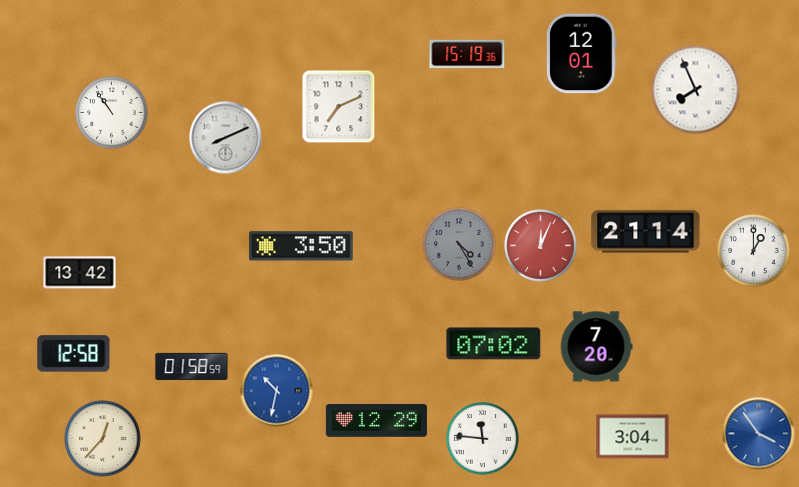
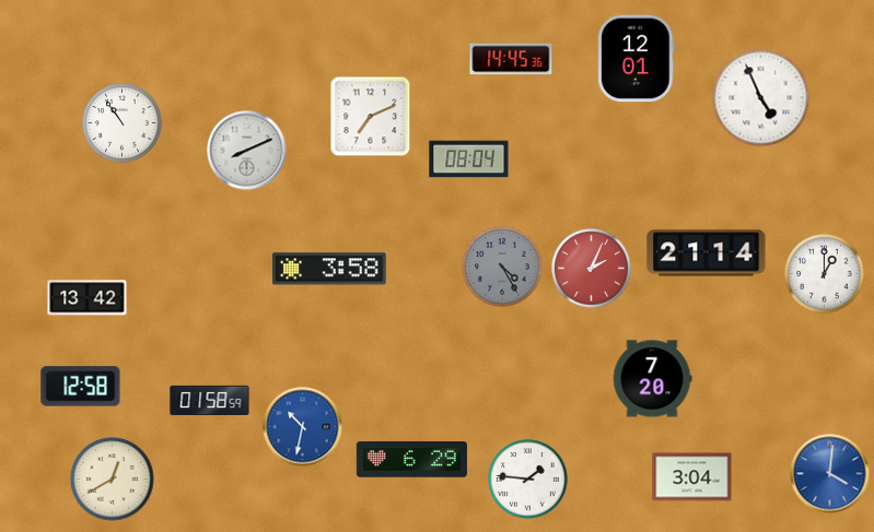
clock at (467, 54): 15:19 -> 14:45
clock at (696, 90): 7:56 -> 4:56
clock at (469, 159): none -> 08:04
clock at (301, 246): 3:50 -> 3:58
clock at (541, 246): 12:04 -> 2:04
clock at (494, 344): 07:02 -> none
clock at (376, 421): 12:29 -> 6:29
clock at (759, 434): 3:54 -> 4:01
clock at (103, 439): 12:37 -> 12:40
clock at (483, 439): 11:46 -> 1:46
